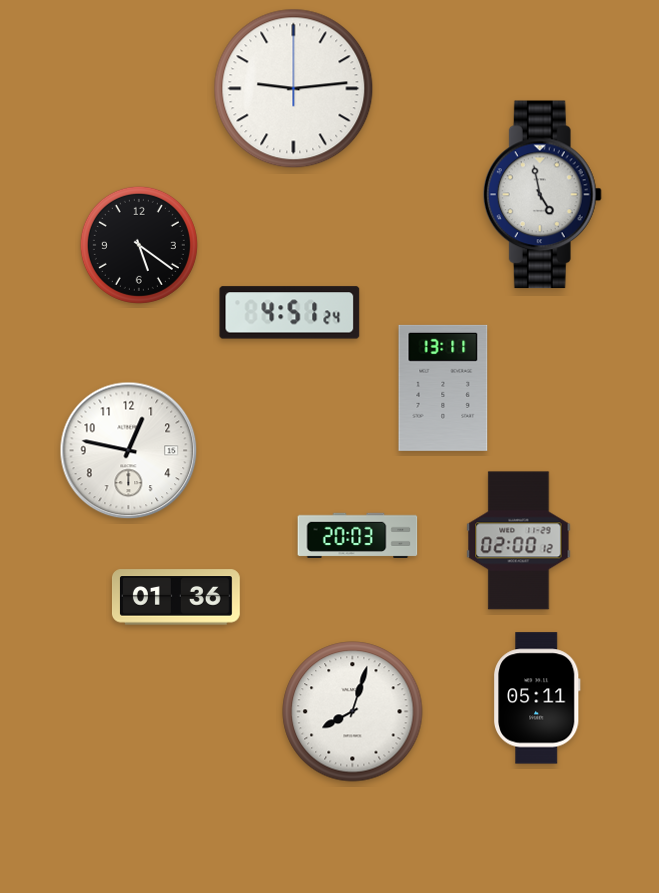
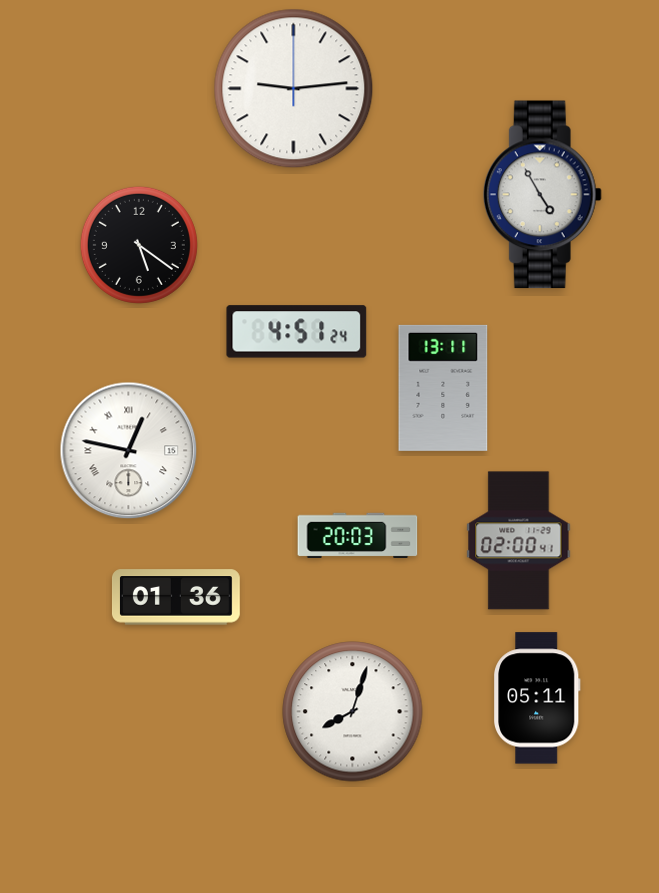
clock at (542, 195): 4:58 -> 4:55
clock at (290, 313) position: (290, 313) -> (297, 332)
clock at (129, 451) numerals: Arabic -> Roman
clock at (519, 541): 02:00:12 -> 02:00:41
